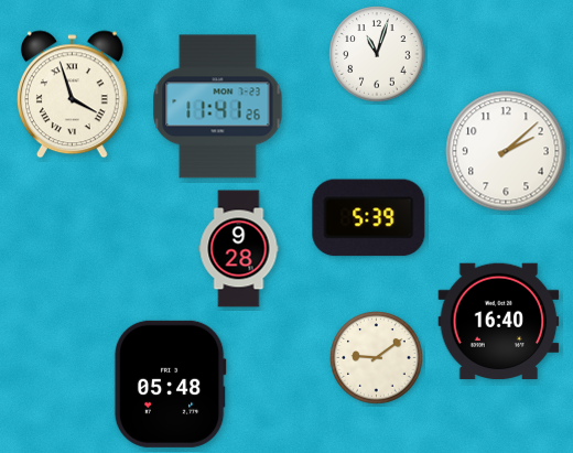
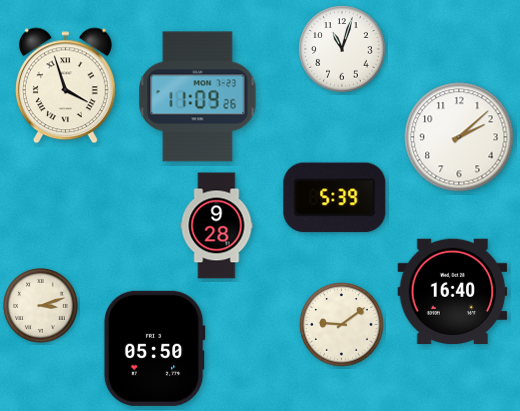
clock at (218, 107): 11:41 -> 11:09
clock at (41, 306): none -> 3:12
clock at (170, 384): 05:48 -> 05:50
